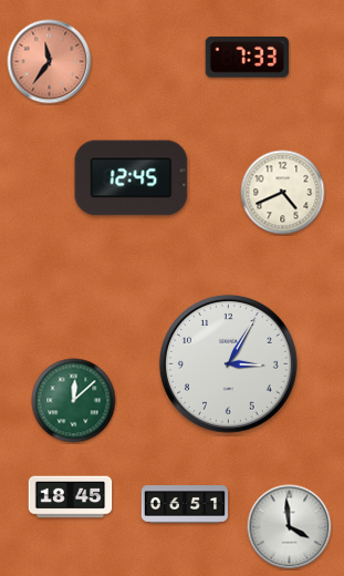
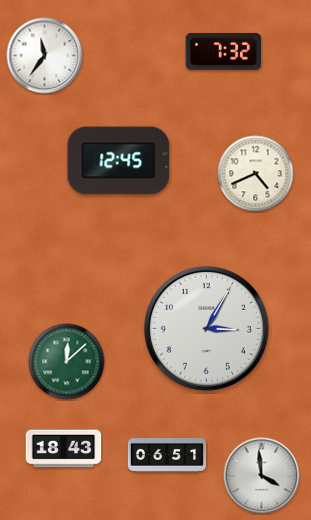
clock at (248, 56): 7:33 -> 7:32
clock at (50, 62) dial: salmon -> white
clock at (71, 497): 18:45 -> 18:43
